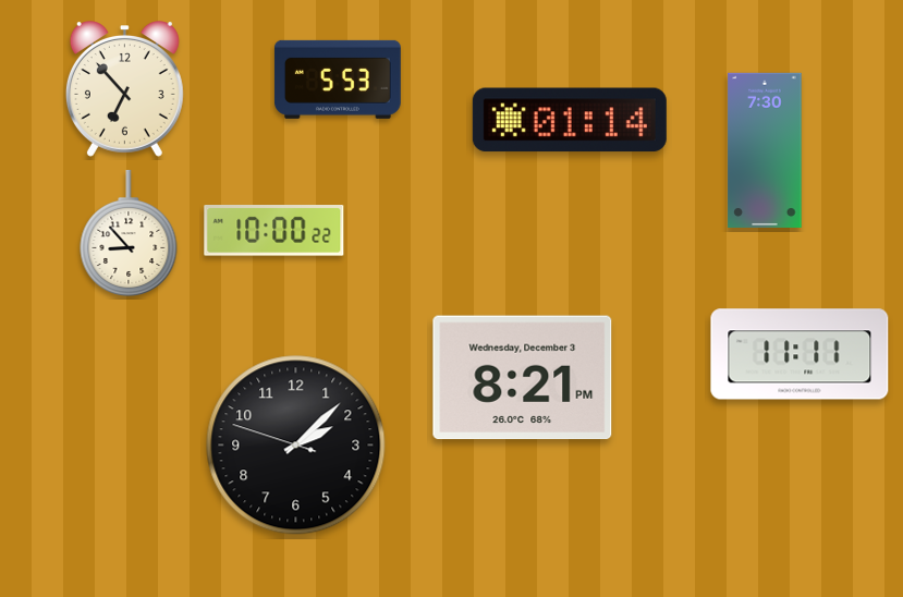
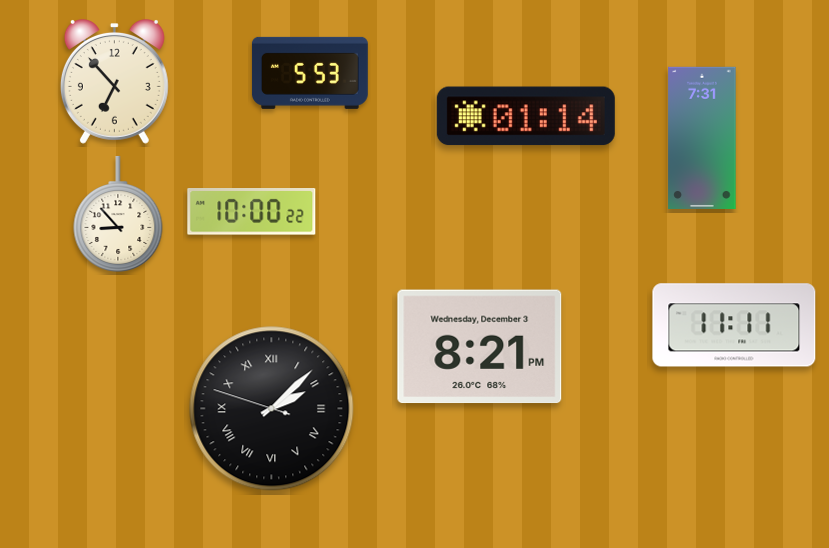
clock at (570, 120) position: (570, 120) -> (526, 116)
clock at (765, 150): 7:30 -> 7:31
clock at (296, 446) numerals: Arabic -> Roman
